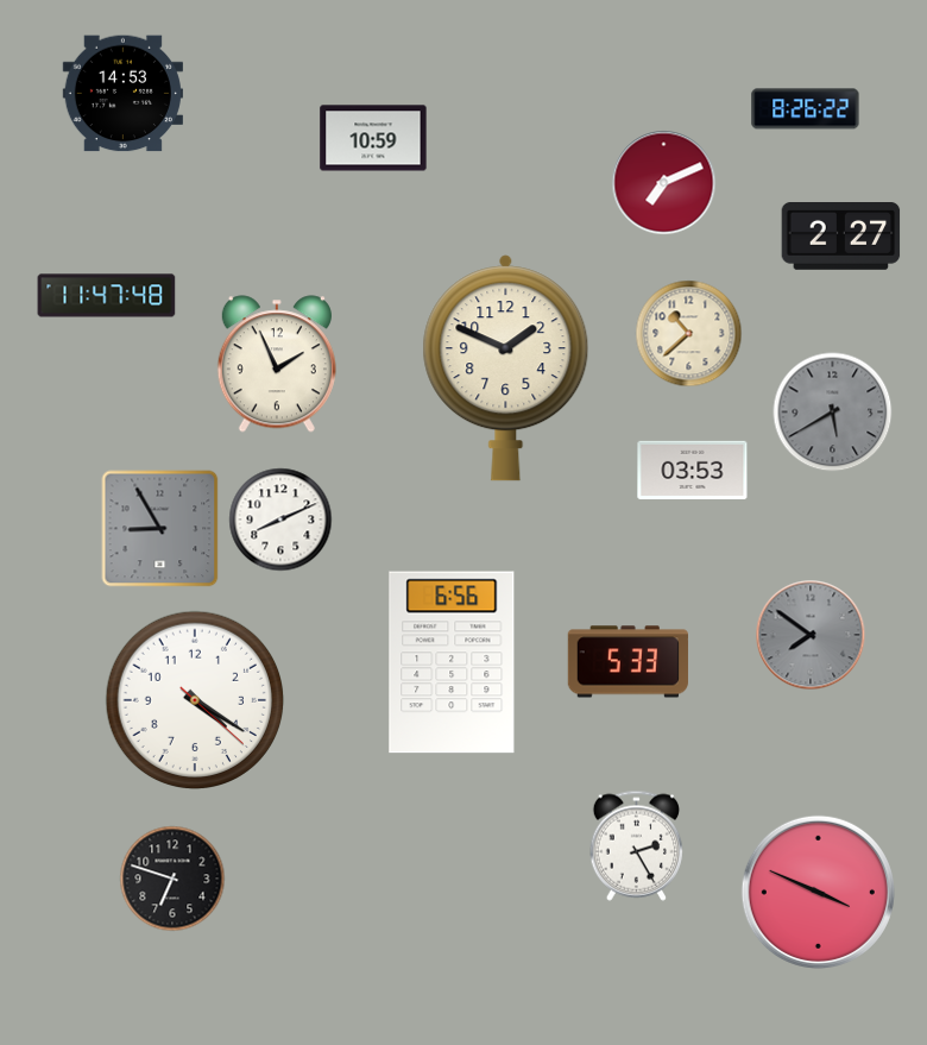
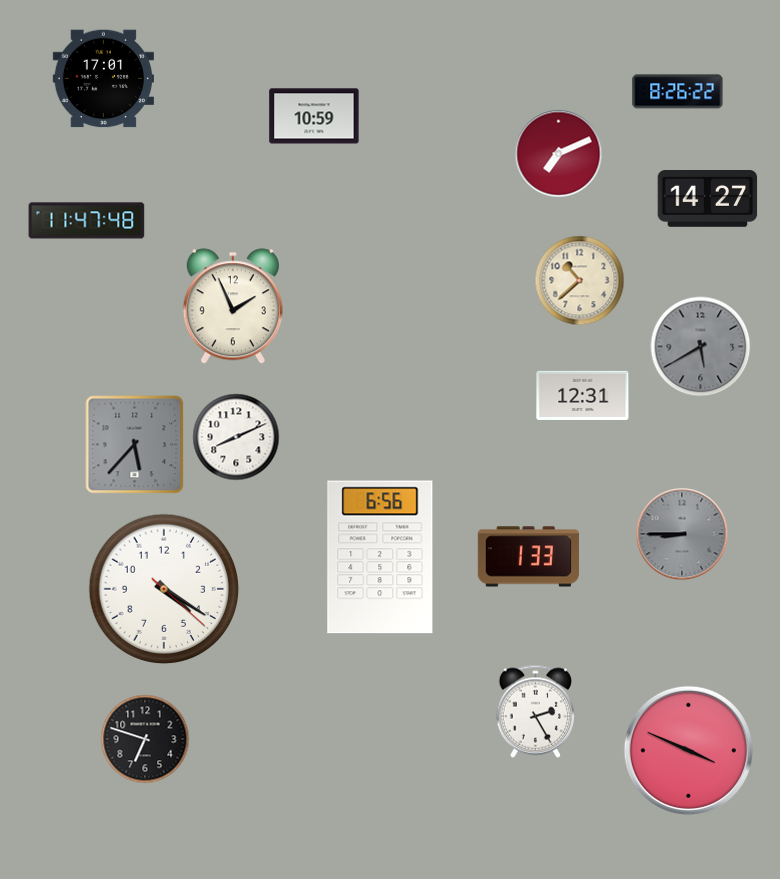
clock at (122, 94): 14:53 -> 17:01
clock at (841, 237): 2:27 -> 14:27
clock at (107, 296) position: (107, 296) -> (87, 221)
clock at (506, 369): 1:49 -> none
clock at (693, 470): 03:53 -> 12:31
clock at (160, 529): 8:55 -> 5:37
clock at (811, 635): 7:51 -> 8:45
clock at (628, 662): 5:33 -> 1:33
